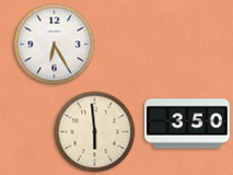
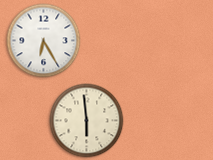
clock at (55, 45) position: (55, 45) -> (44, 41)
clock at (187, 124): 3:50 -> none
